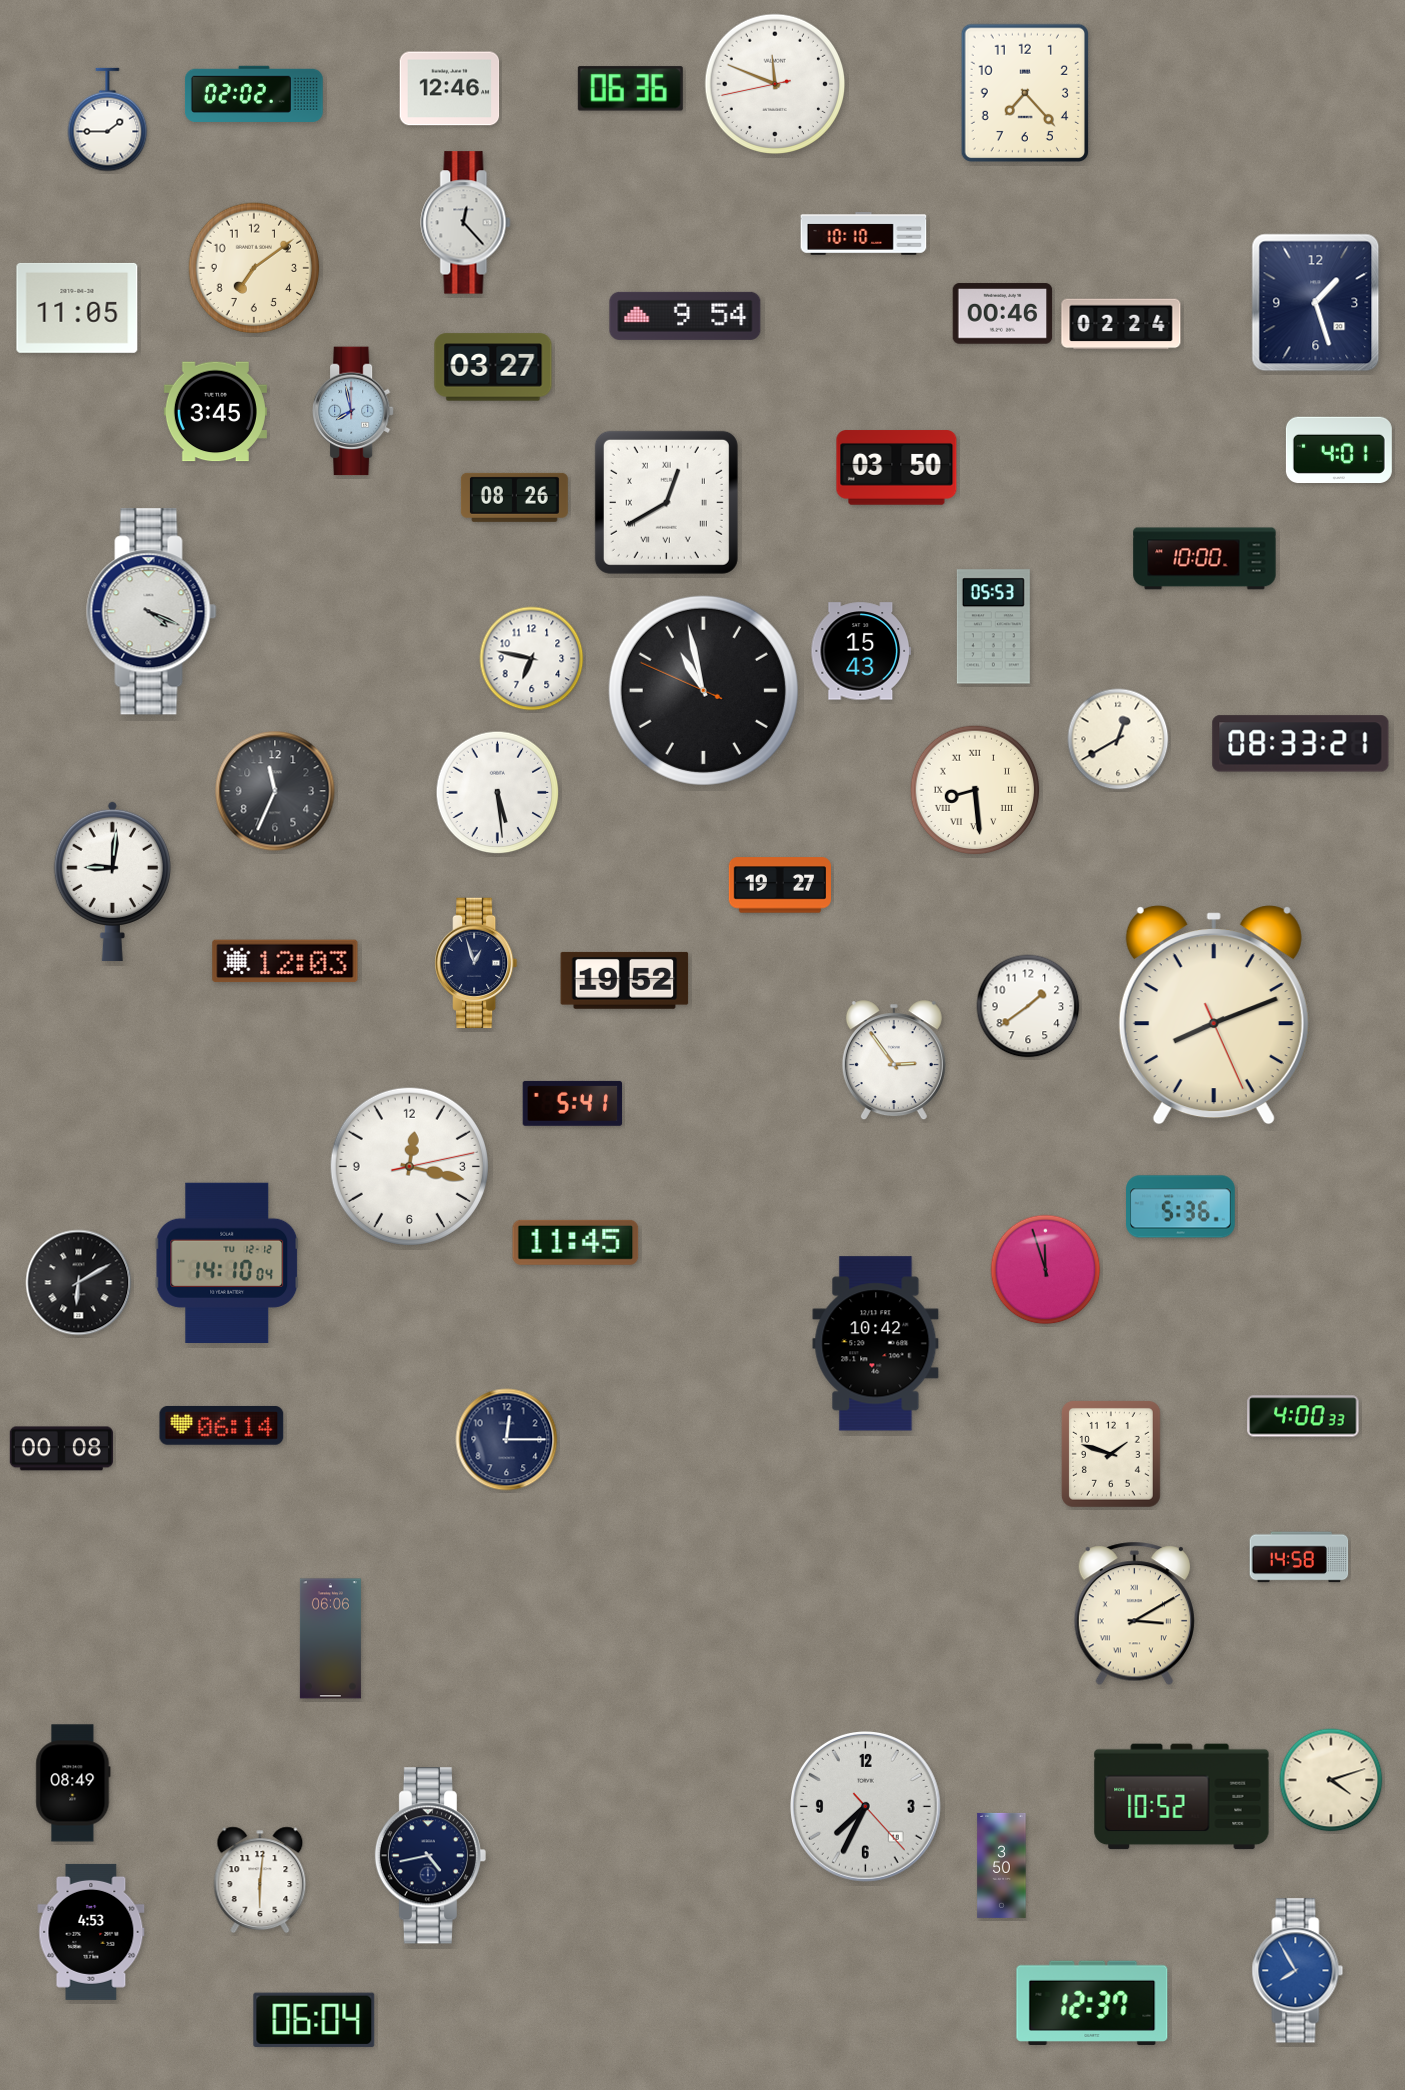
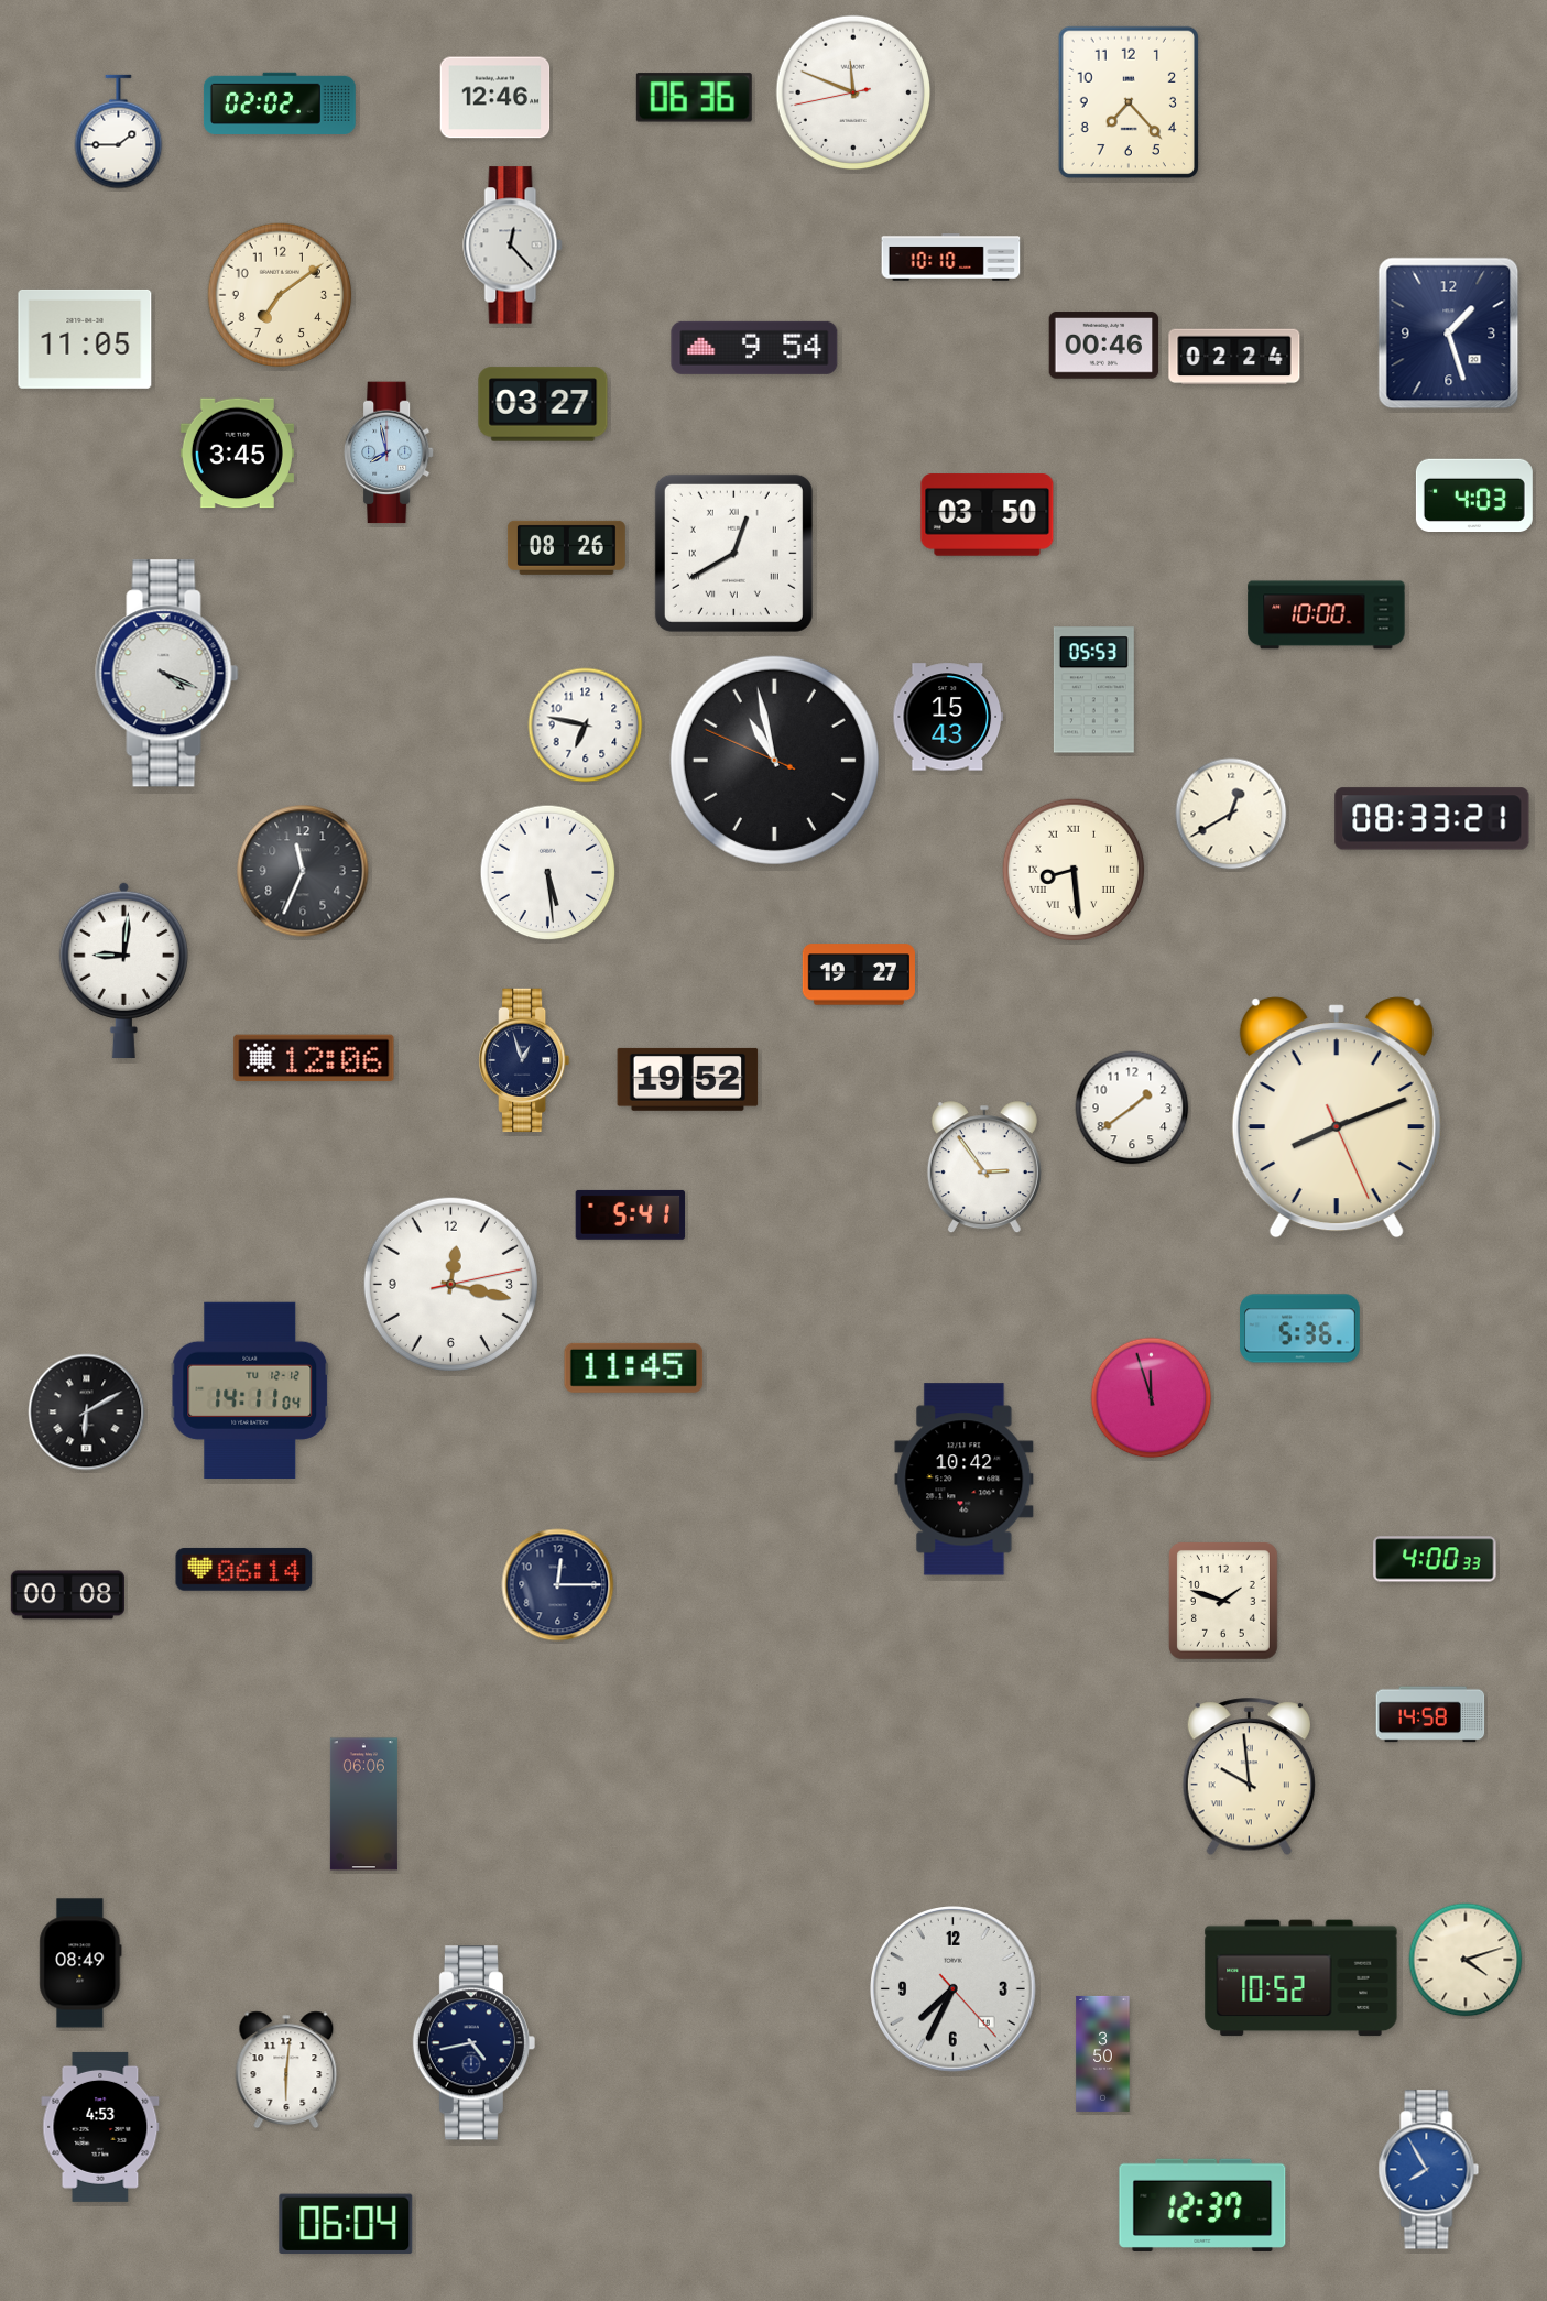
clock at (1339, 449): 4:01 -> 4:03
clock at (285, 961): 12:03 -> 12:06
clock at (227, 1262): 14:10 -> 14:11
clock at (1134, 1614): 3:10 -> 9:59
